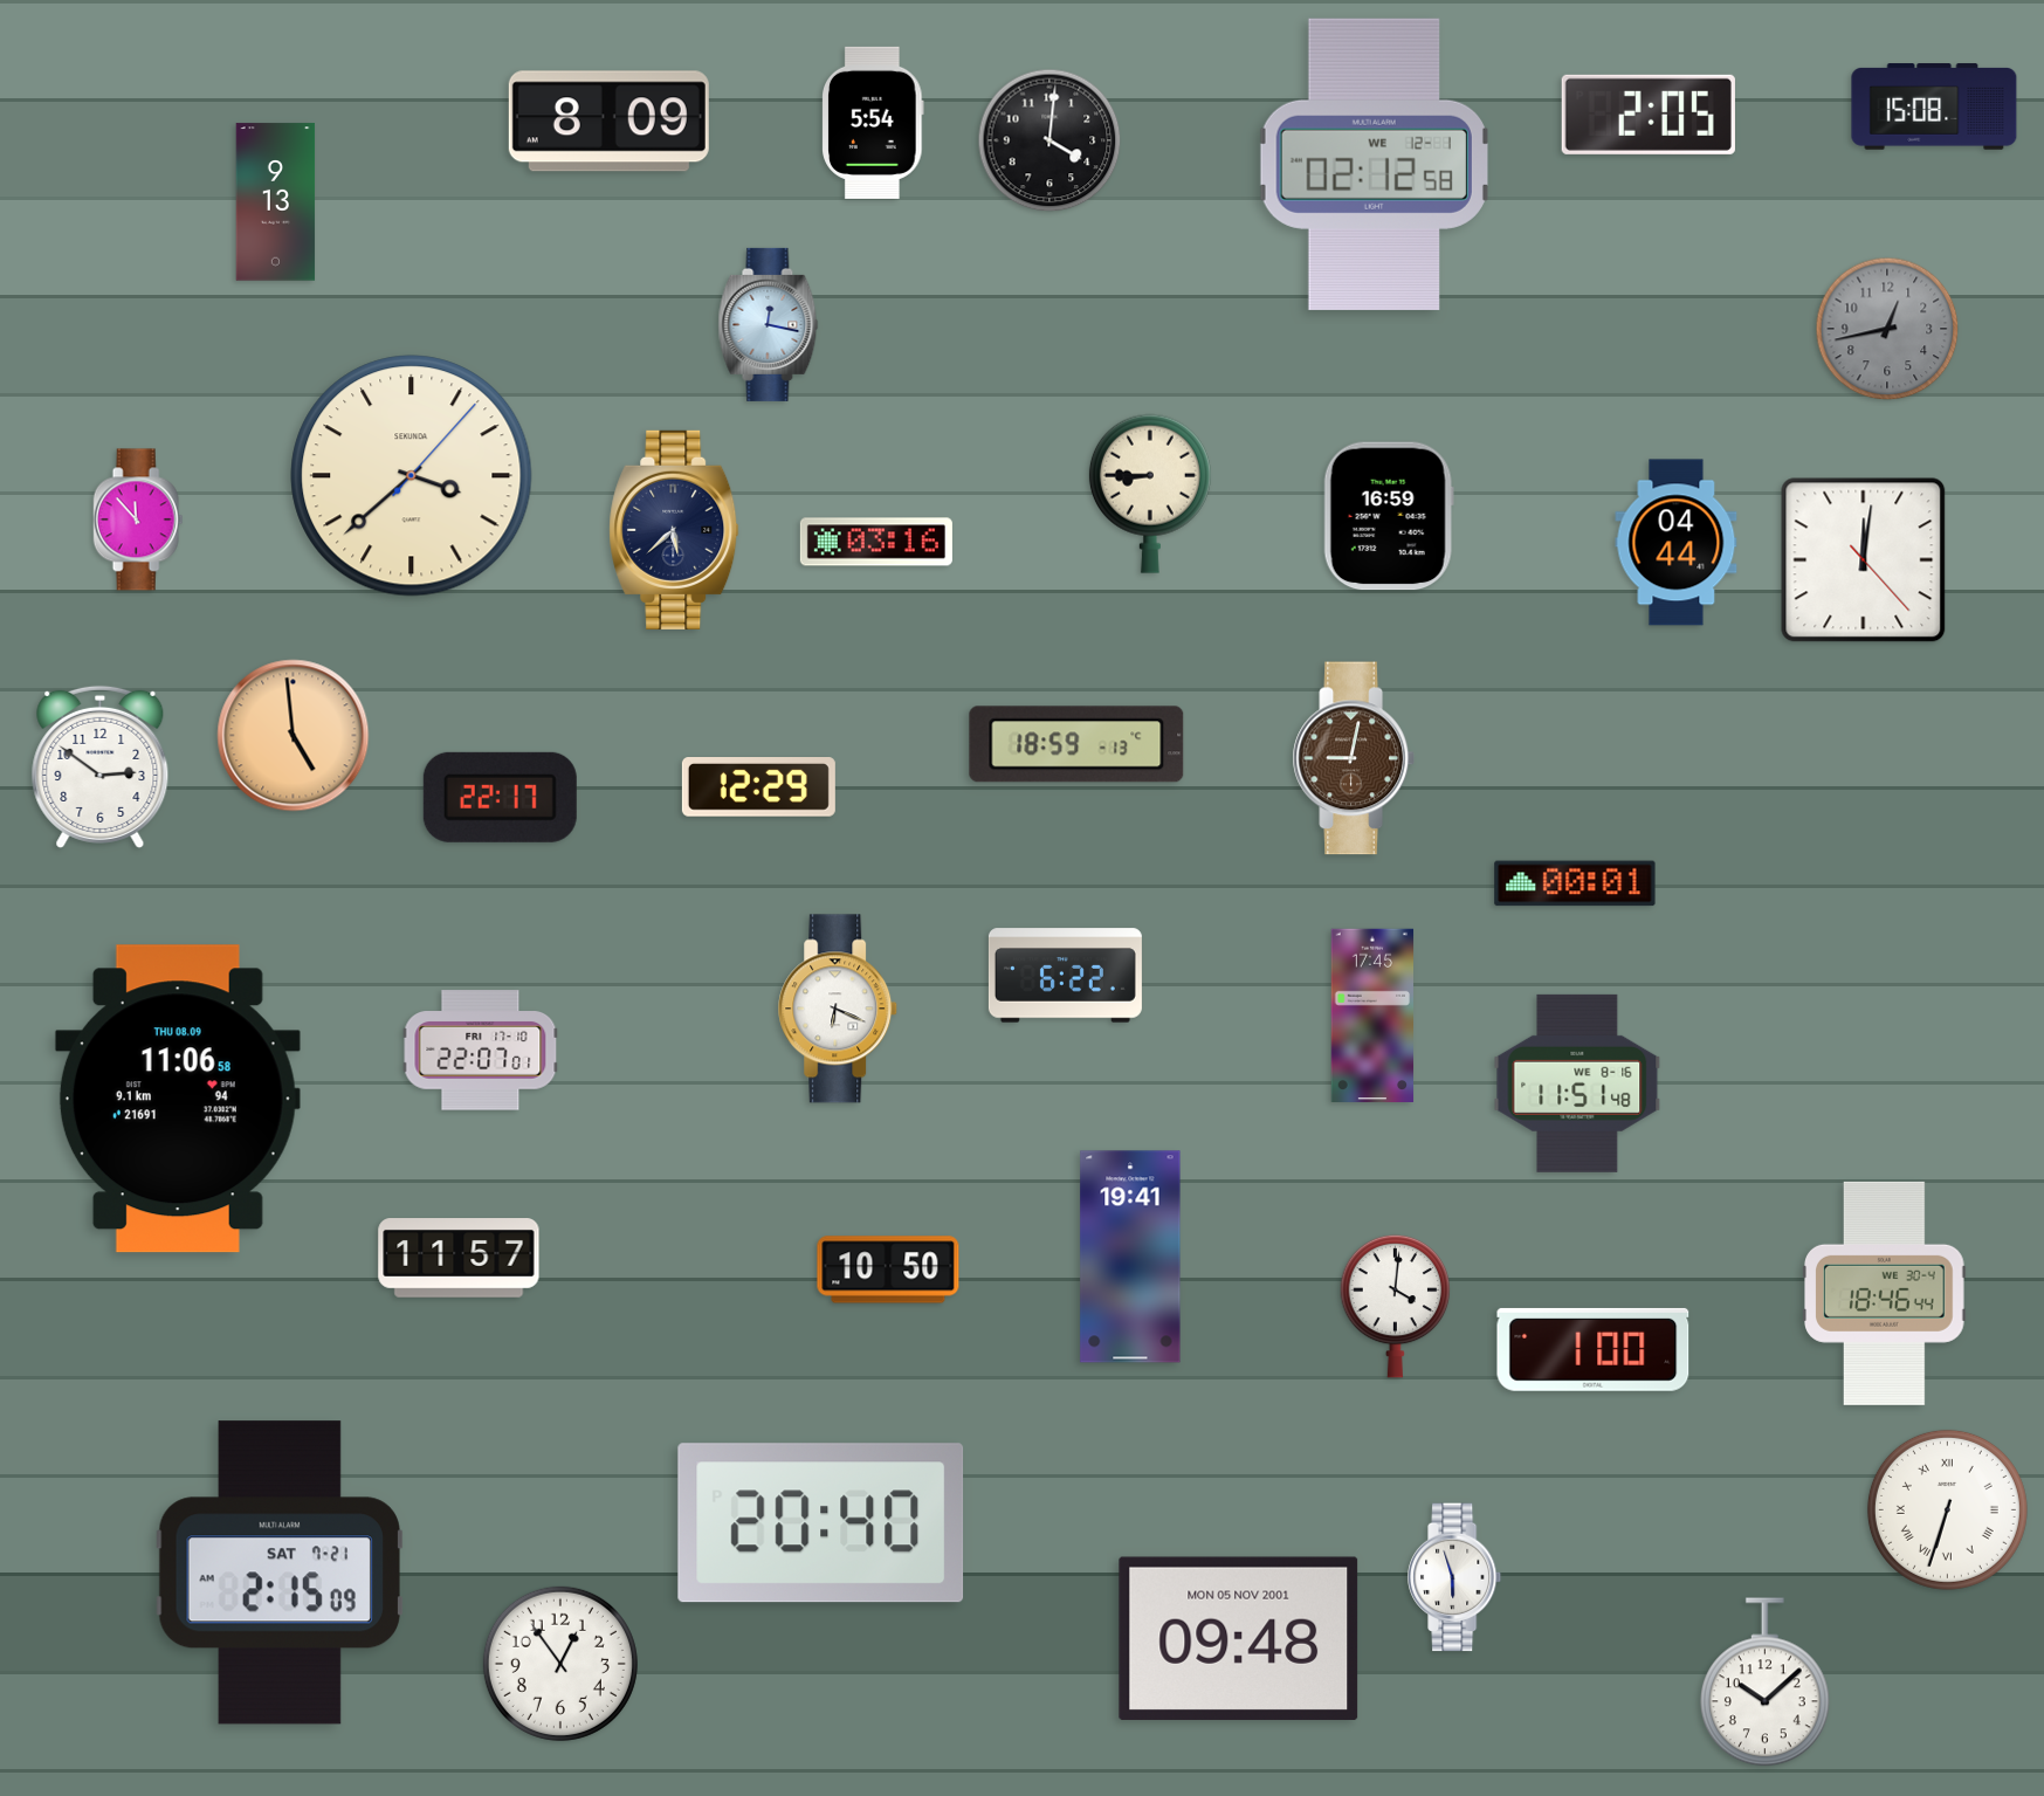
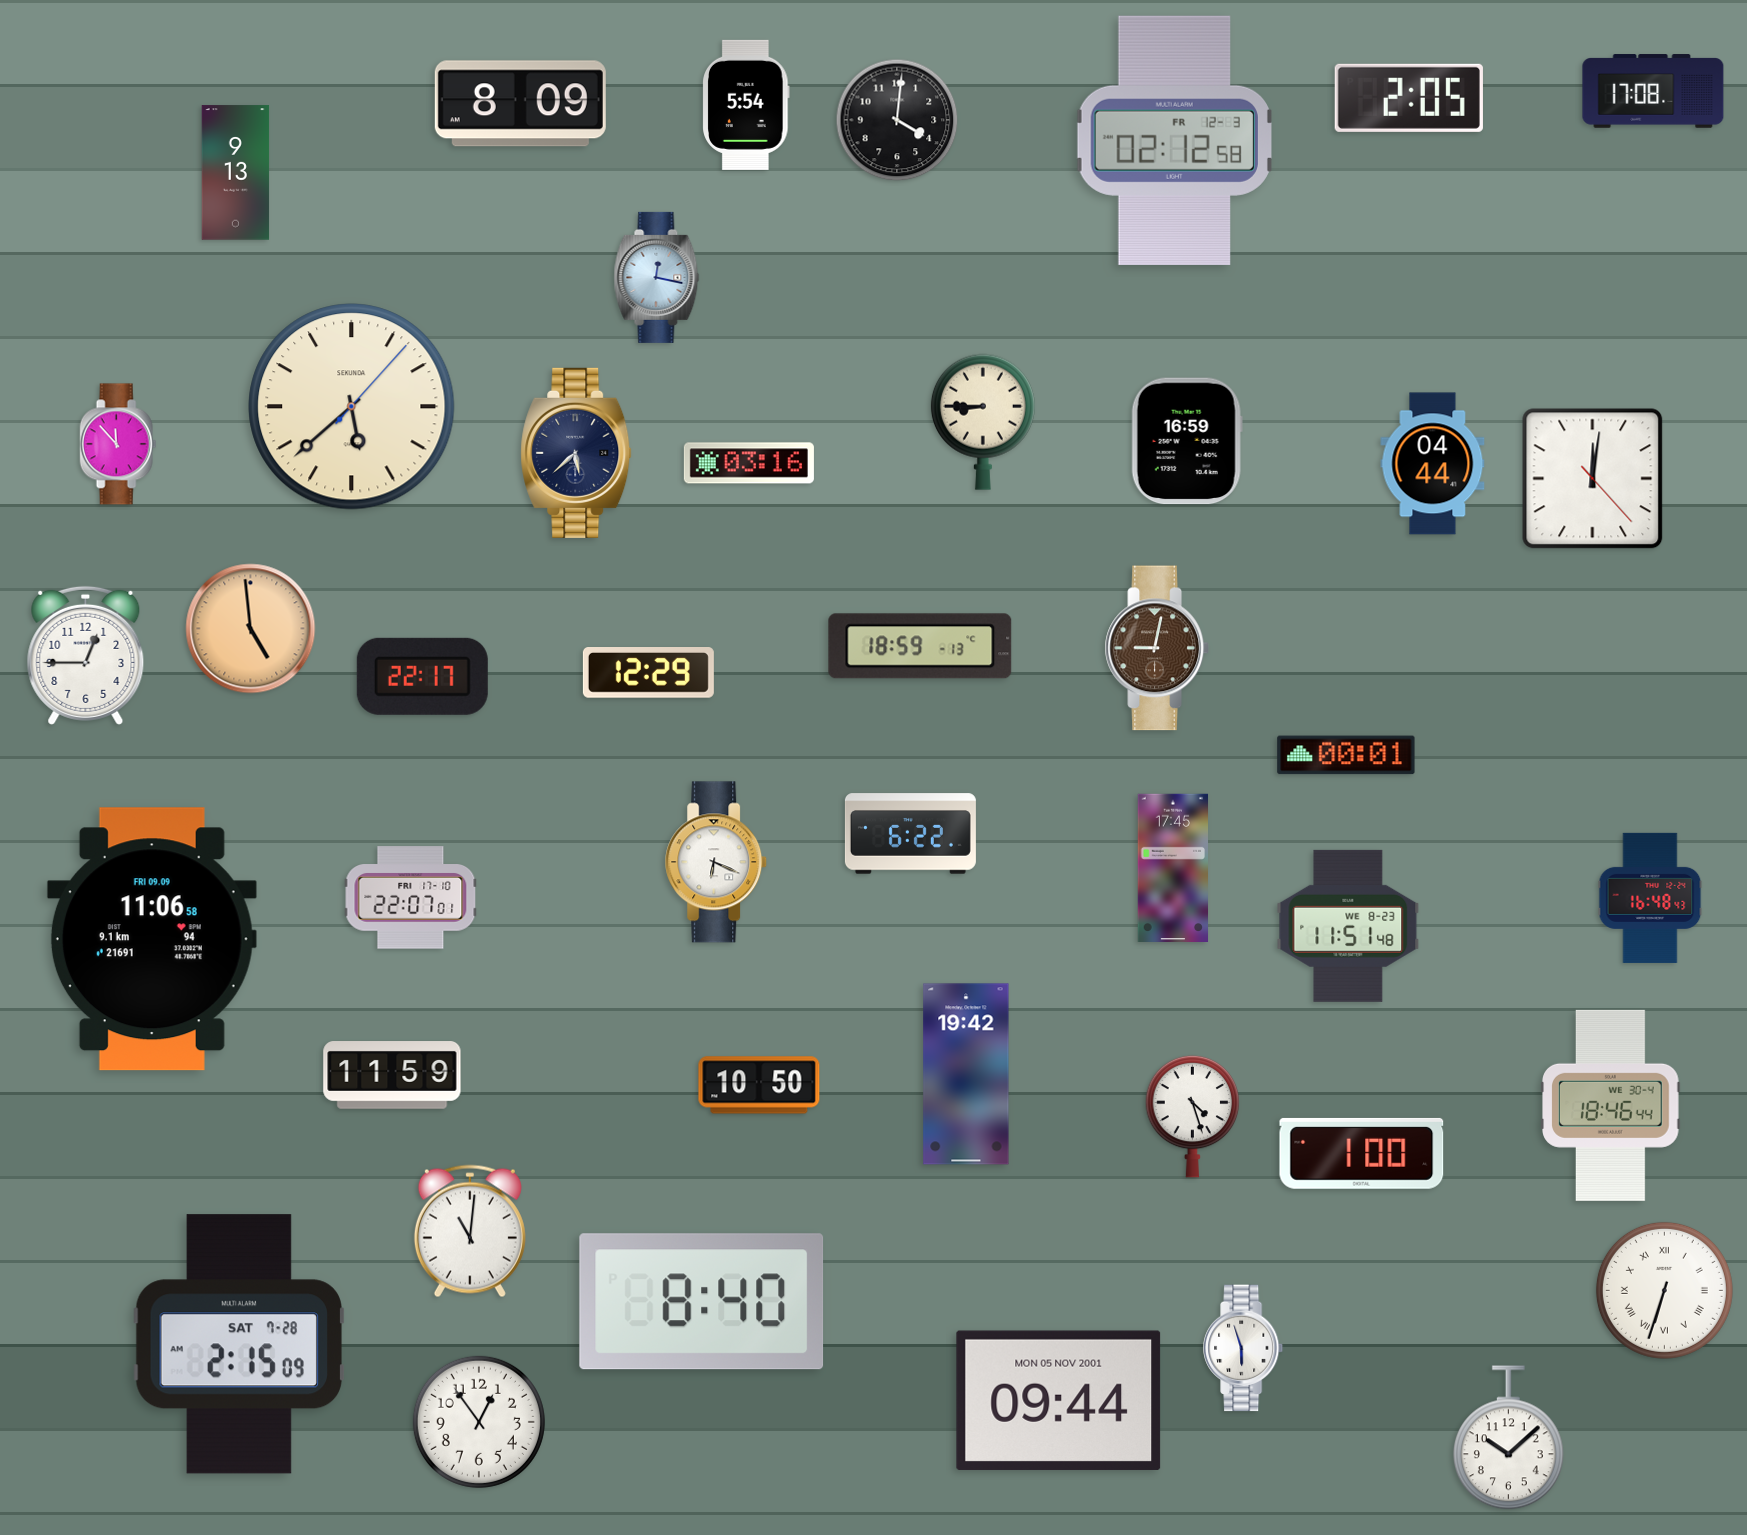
clock at (1934, 106): 15:08 -> 17:08
clock at (1374, 164) date: WE 12-1 -> FR 12-3
clock at (1887, 329): 12:43 -> none
clock at (412, 476): 3:38 -> 5:38
clock at (1076, 744) position: (1076, 744) -> (920, 646)
clock at (101, 766): 2:51 -> 12:45
clock at (500, 797) position: (500, 797) -> (422, 676)
clock at (1650, 898): none -> 16:48
clock at (1577, 1083) date: WE 8-16 -> WE 8-23
clock at (178, 1099) date: THU 08.09 -> FRI 09.09
clock at (1130, 1257): 19:41 -> 19:42
clock at (459, 1258): 11:57 -> 11:59
clock at (1396, 1306): 4:01 -> 4:27
clock at (470, 1231): none -> 11:01
clock at (821, 1523): 20:40 -> 8:40
clock at (278, 1573) date: SAT 7-21 -> SAT 7-28
clock at (1239, 1638): 09:48 -> 09:44
